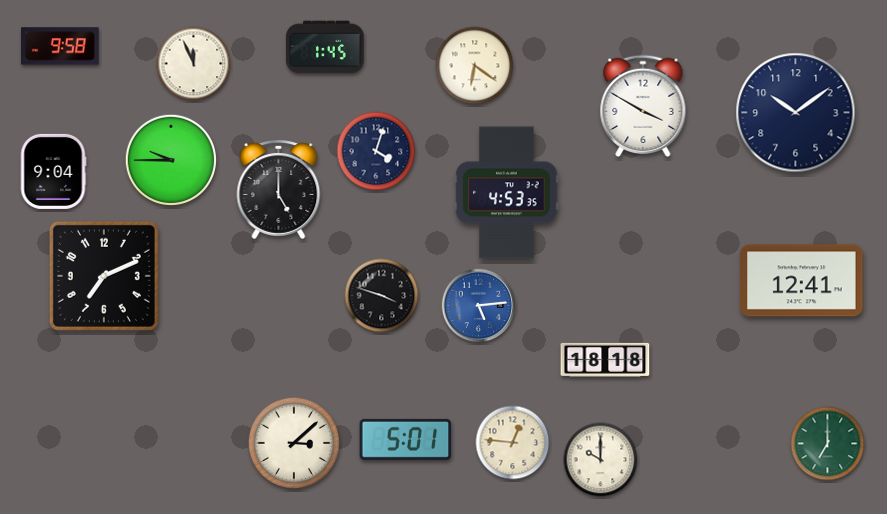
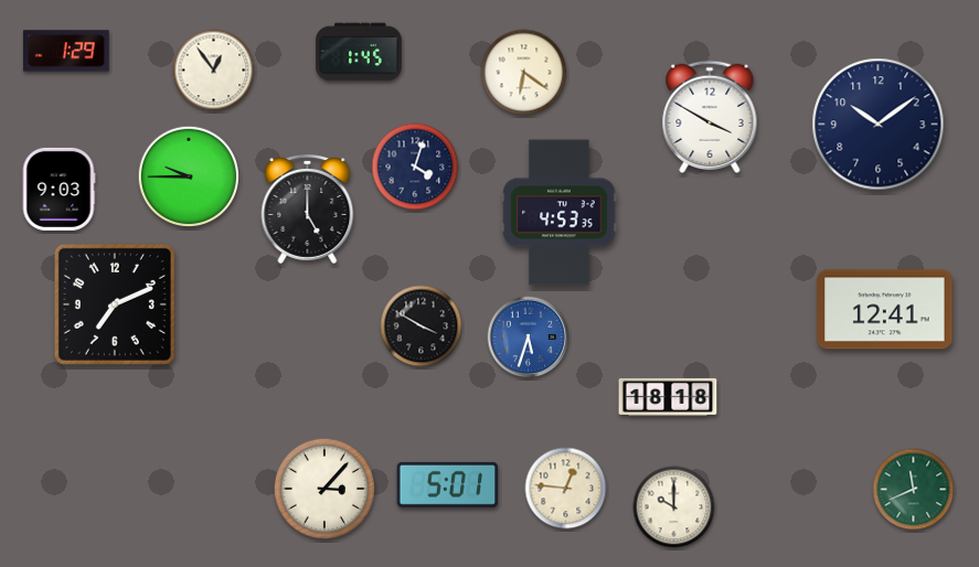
clock at (61, 46): 9:58 -> 1:29
clock at (194, 64): 11:56 -> 12:54
clock at (53, 171): 9:04 -> 9:03
clock at (382, 296): 3:48 -> 3:50
clock at (479, 306): 5:14 -> 5:33
clock at (293, 442): 3:08 -> 3:07
clock at (828, 444): 7:00 -> 11:41
clock at (601, 460) position: (601, 460) -> (674, 507)
